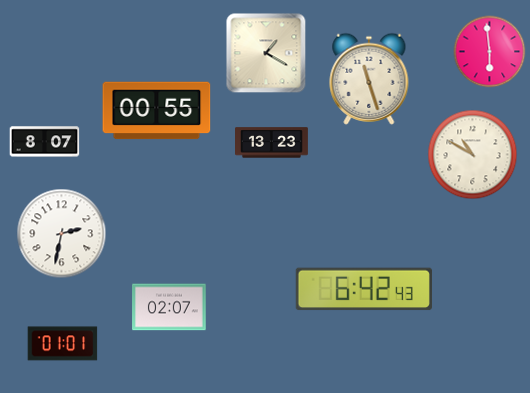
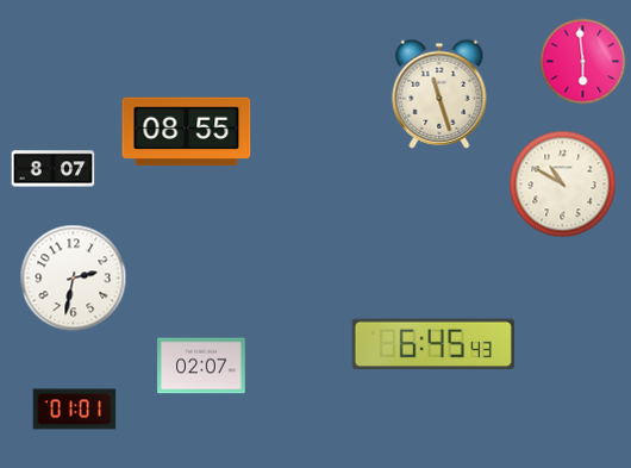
clock at (266, 53): 1:20 -> none
clock at (157, 111): 00:55 -> 08:55
clock at (272, 143): 13:23 -> none
clock at (364, 289): 6:42 -> 6:45
